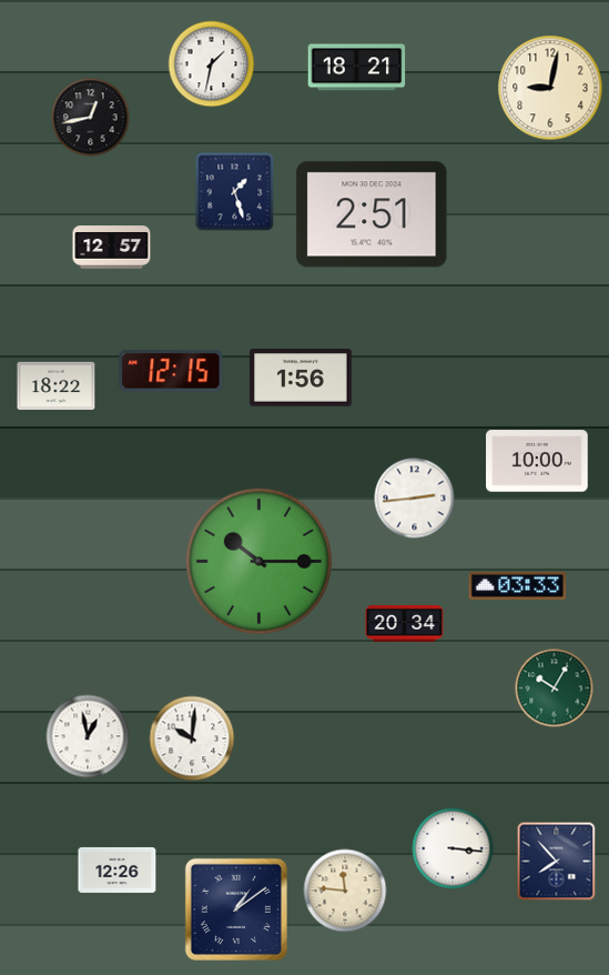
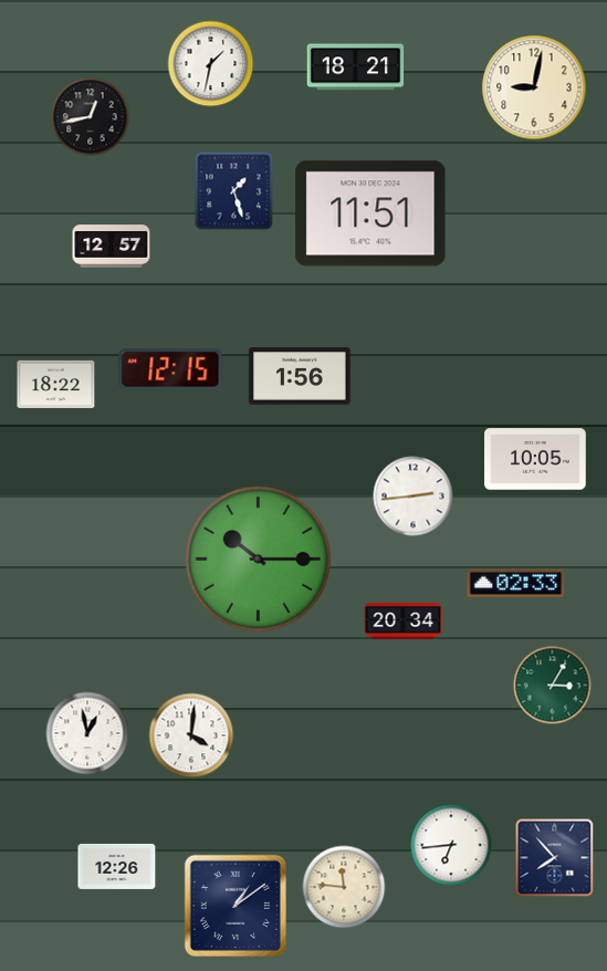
clock at (550, 88) position: (550, 88) -> (534, 87)
clock at (372, 214): 2:51 -> 11:51
clock at (537, 461): 10:00 -> 10:05
clock at (518, 585): 03:33 -> 02:33
clock at (555, 688): 10:05 -> 3:05
clock at (192, 738): 10:01 -> 4:01
clock at (453, 848): 3:16 -> 6:44
